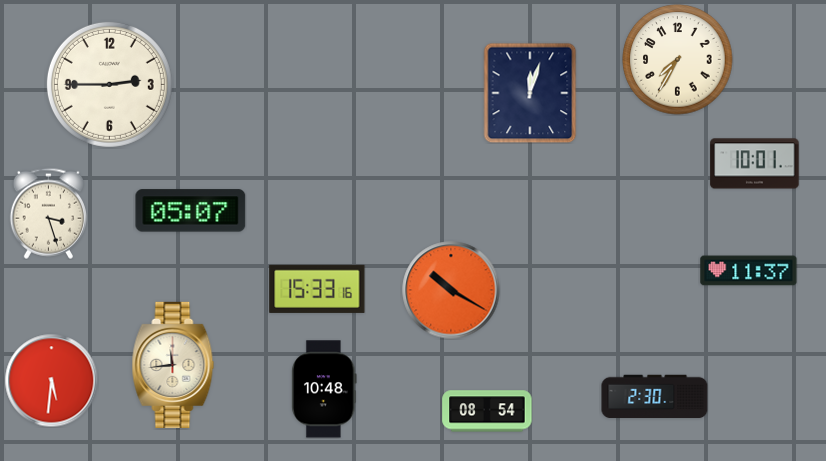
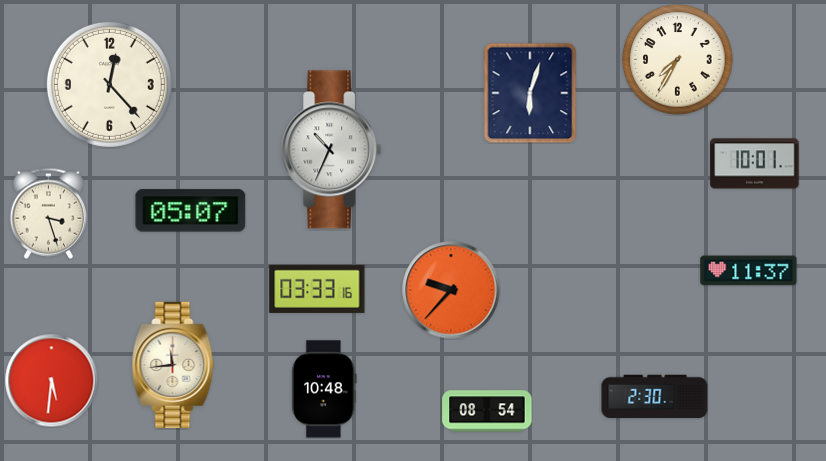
clock at (109, 84): 2:45 -> 12:23
clock at (530, 93): 12:03 -> 6:03
clock at (332, 150): none -> 10:34
clock at (317, 289): 15:33 -> 03:33
clock at (451, 290): 10:20 -> 9:37
